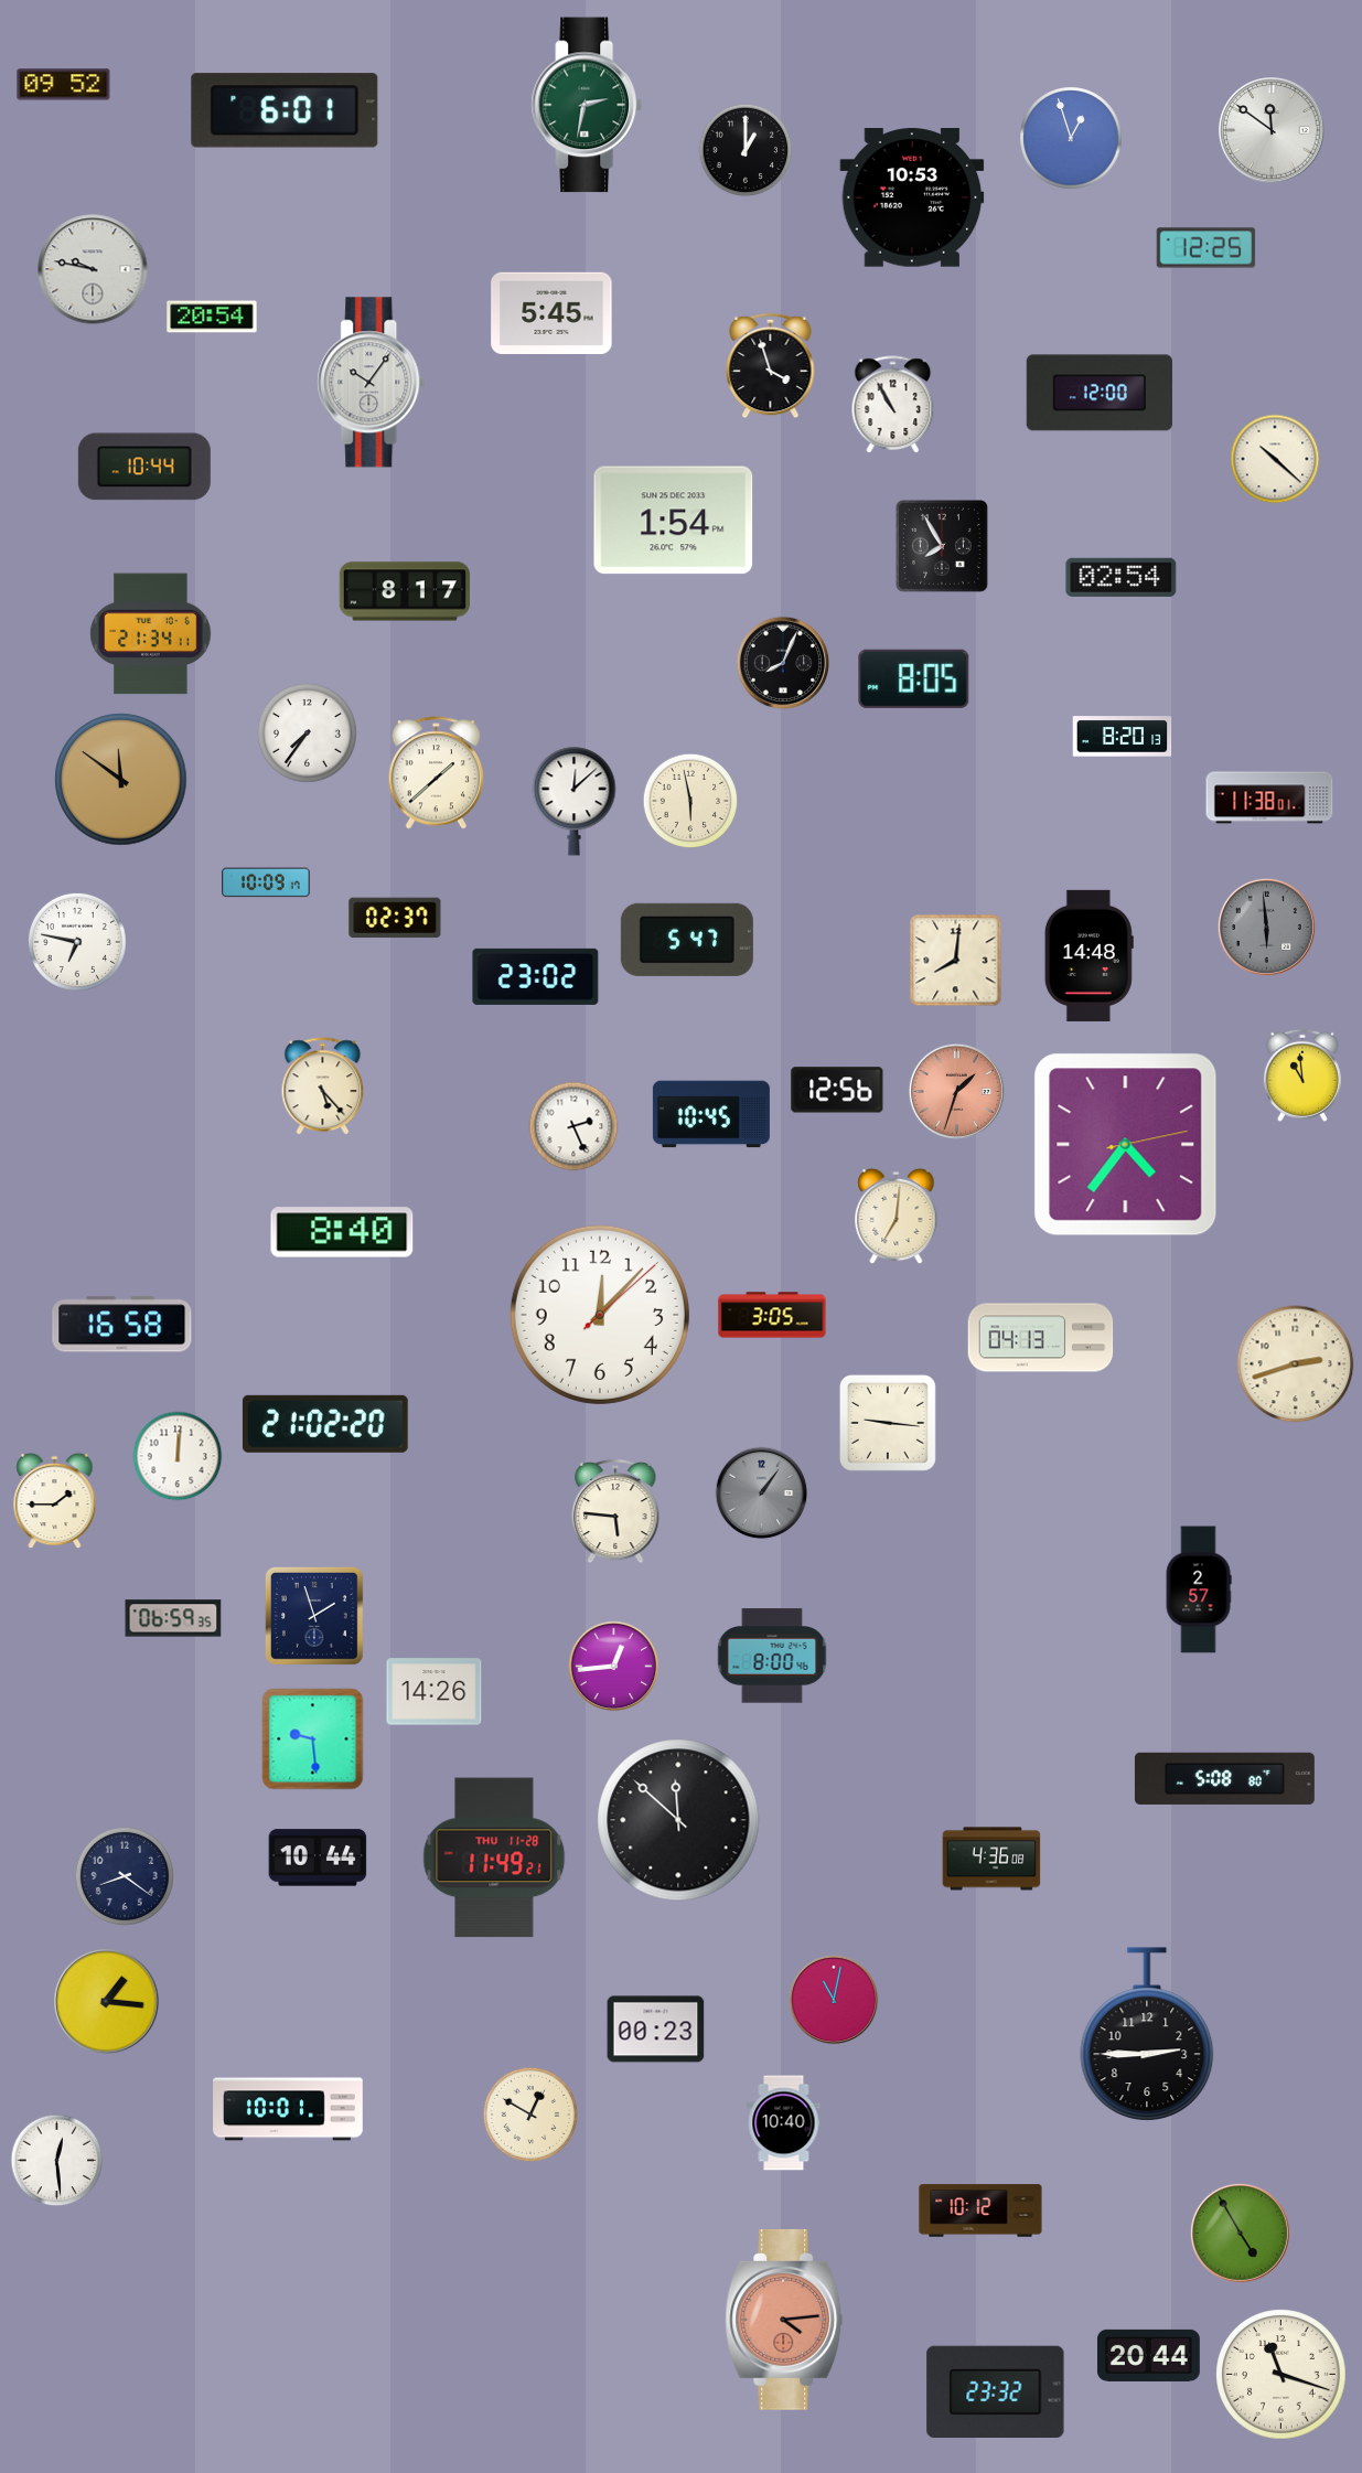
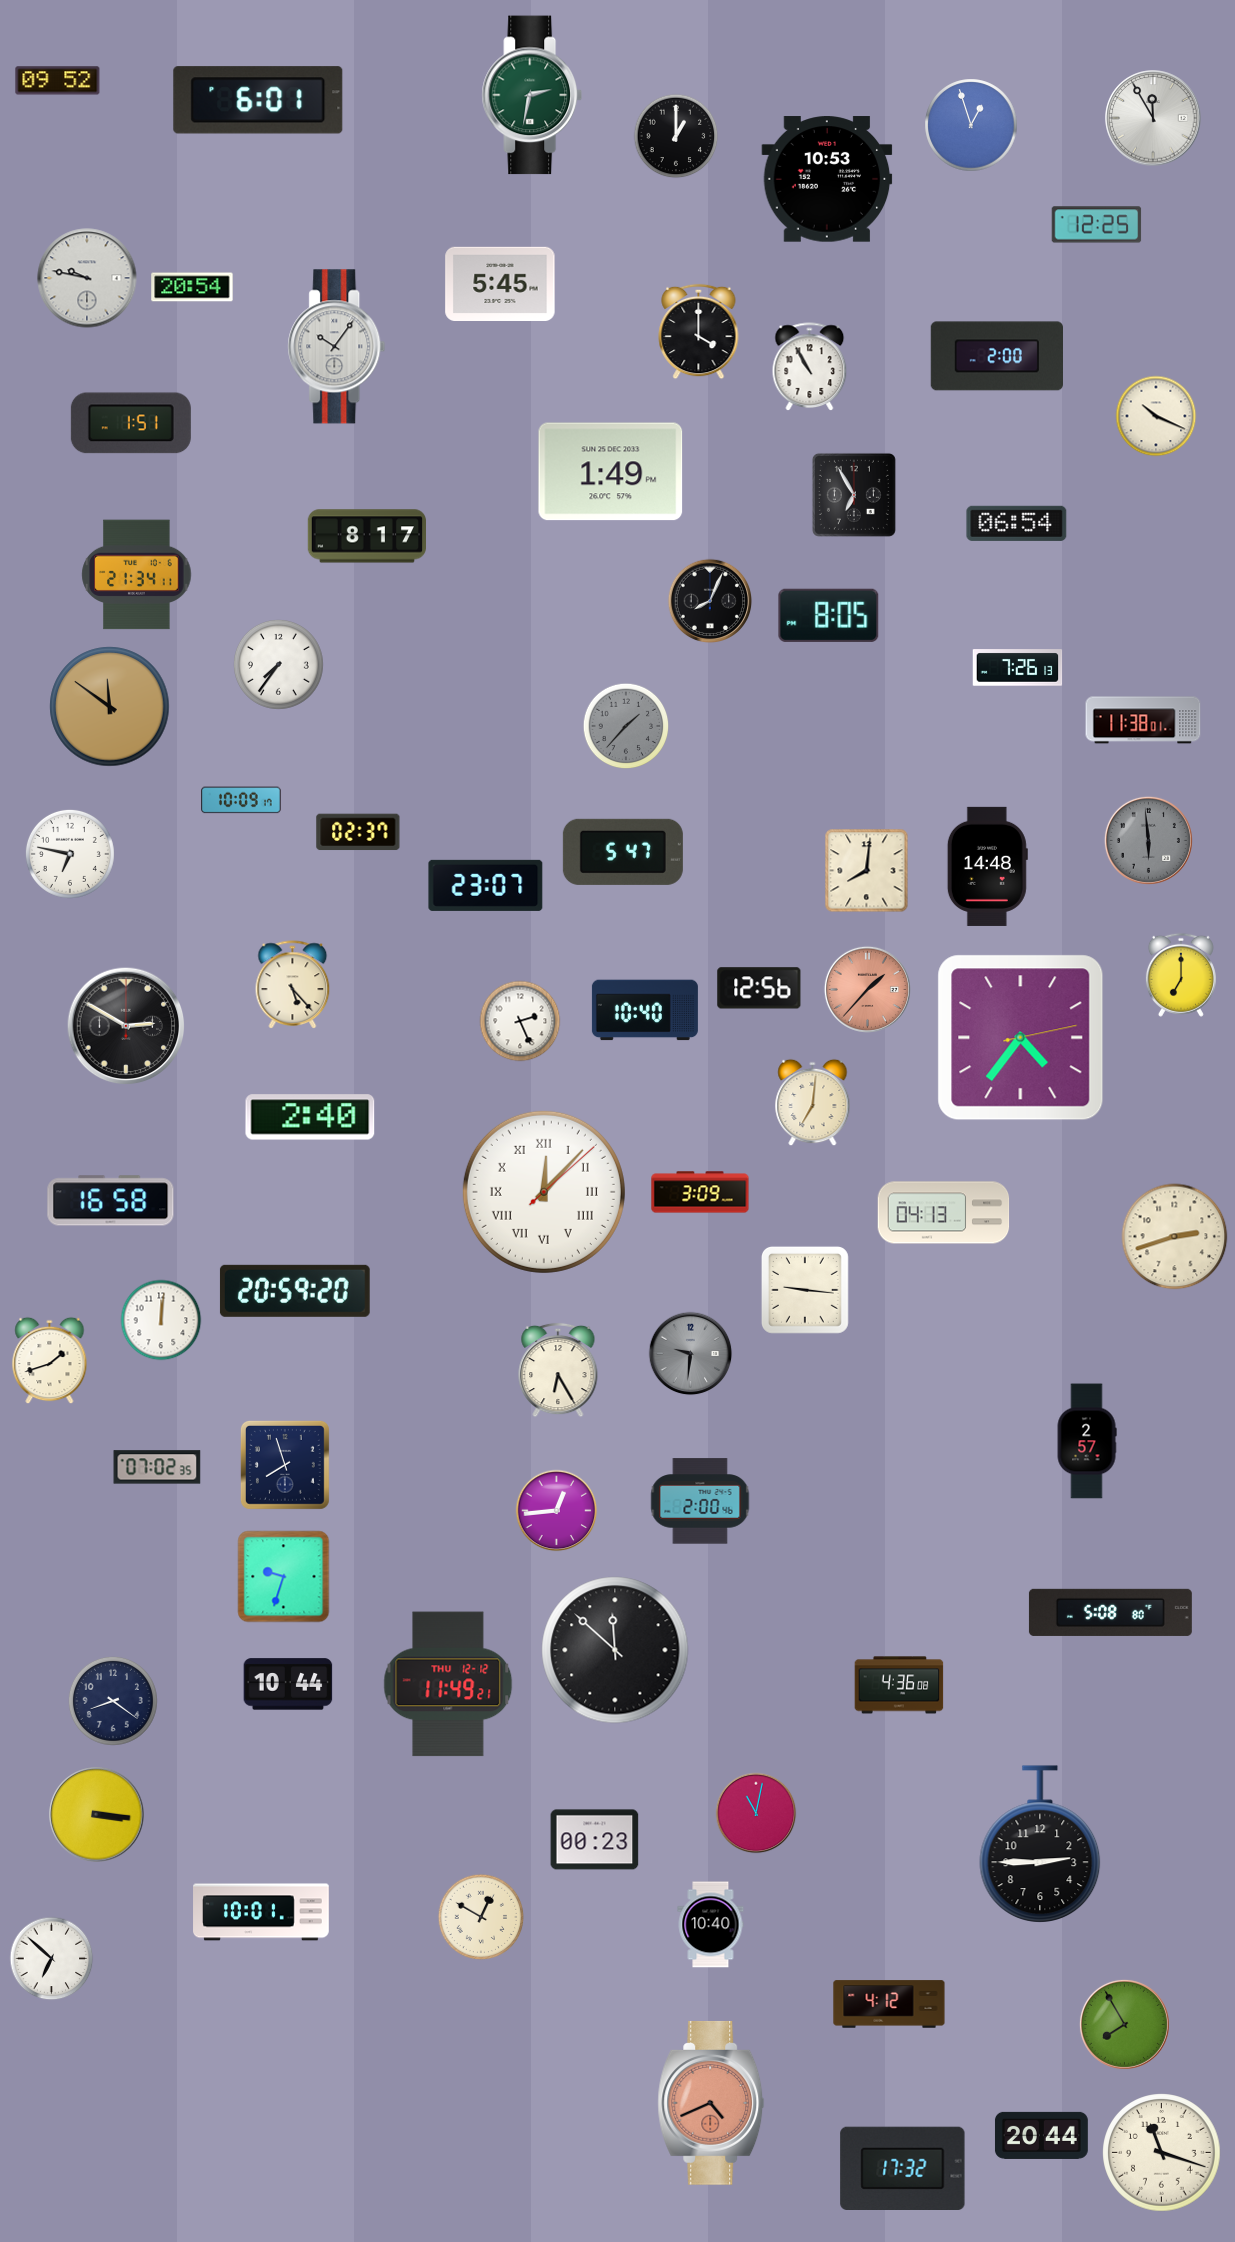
clock at (64, 85) position: (64, 85) -> (58, 81)
clock at (1272, 130): 11:51 -> 11:55
clock at (1207, 248) position: (1207, 248) -> (1097, 225)
clock at (93, 269) position: (93, 269) -> (87, 278)
clock at (771, 366): 3:57 -> 4:00
clock at (1098, 393): 12:00 -> 2:00
clock at (1275, 459): 10:22 -> 10:19
clock at (144, 467): 10:44 -> 1:51
clock at (674, 521): 1:54 -> 1:49
clock at (942, 546): 7:55 -> 6:55
clock at (1122, 577): 02:54 -> 06:54
clock at (1123, 737): 8:20 -> 7:26
clock at (436, 773): 1:38 -> none
clock at (1269, 797) position: (1269, 797) -> (1143, 720)
clock at (690, 801): 5:58 -> 1:37
clock at (690, 801) dial: cream -> grey
clock at (575, 802): 12:08 -> none
clock at (536, 976): 23:02 -> 23:07
clock at (1302, 1075): 10:59 -> 7:00
clock at (956, 1091): 1:33 -> 1:37
clock at (711, 1114): 10:45 -> 10:40
clock at (126, 1026): none -> 2:50
clock at (342, 1232): 8:40 -> 2:40
clock at (600, 1315) numerals: Arabic -> Roman
clock at (772, 1315): 3:05 -> 3:09
clock at (325, 1424): 21:02 -> 20:59
clock at (762, 1494): 1:06 -> 9:31
clock at (55, 1501): 1:45 -> 1:42
clock at (615, 1511): 5:46 -> 6:25
clock at (314, 1616): 1:57 -> 7:57
clock at (173, 1618): 06:59 -> 07:02
clock at (772, 1656): 8:00 -> 2:00
clock at (435, 1692): 14:26 -> none
clock at (313, 1739): 9:29 -> 9:33
clock at (494, 1858) date: THU 11-28 -> THU 12-12
clock at (107, 2002): 1:16 -> 3:16
clock at (57, 2161): 12:29 -> 6:52
clock at (980, 2210): 10:12 -> 4:12
clock at (1240, 2233): 4:55 -> 7:55
clock at (784, 2320): 4:14 -> 4:41
clock at (996, 2391): 23:32 -> 17:32
